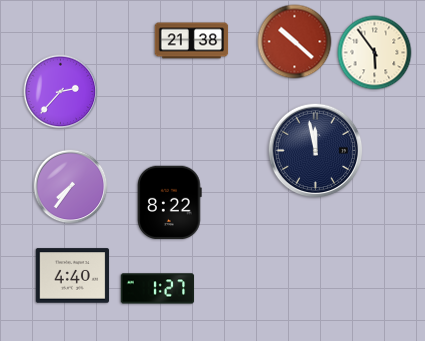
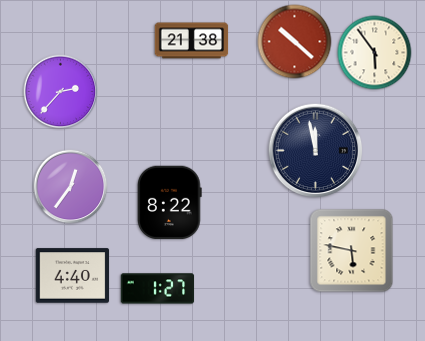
clock at (71, 187): 7:36 -> 12:36
clock at (352, 251): none -> 5:47
